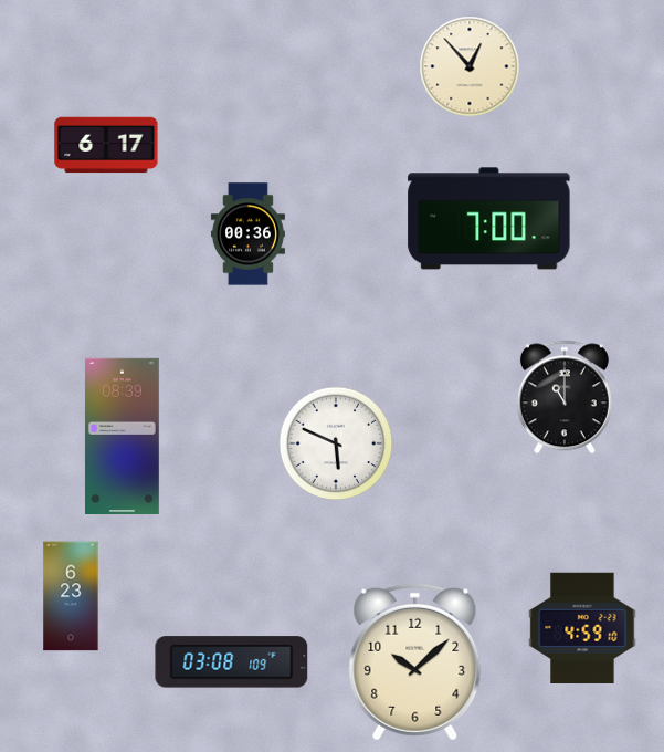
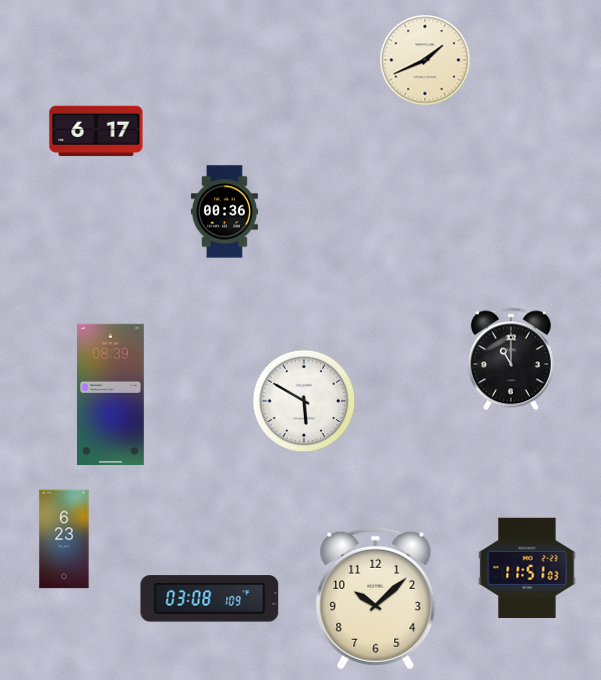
clock at (470, 66): 12:53 -> 1:41
clock at (489, 219): 7:00 -> none
clock at (336, 443): 5:49 -> 5:50
clock at (582, 628): 4:59 -> 11:51
